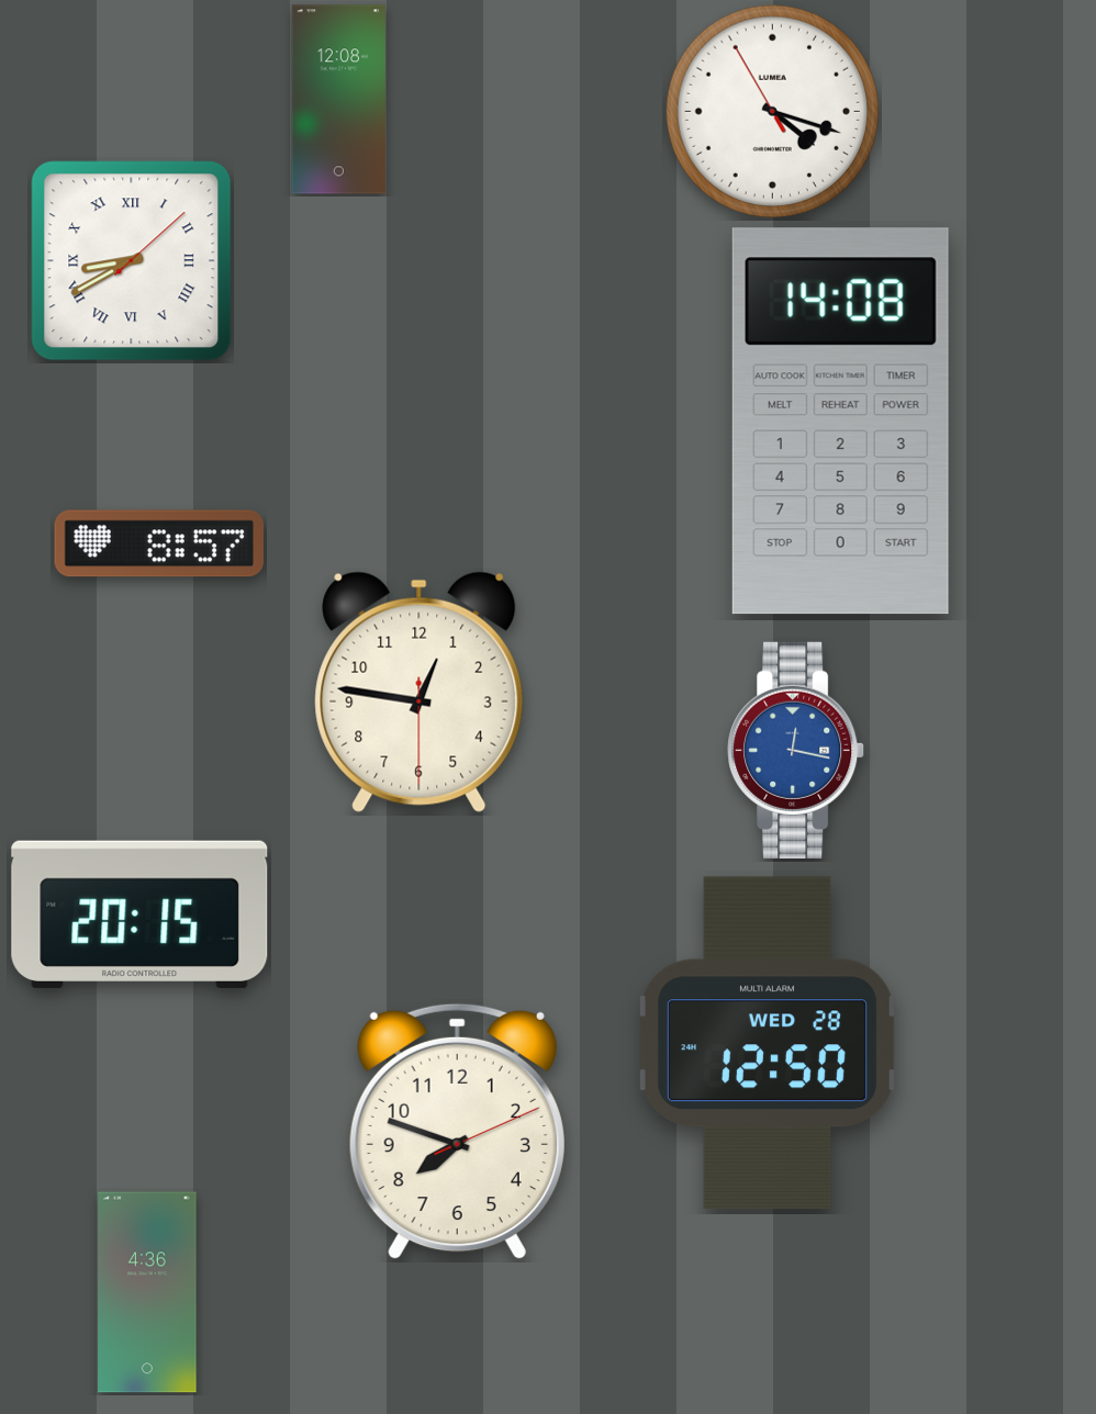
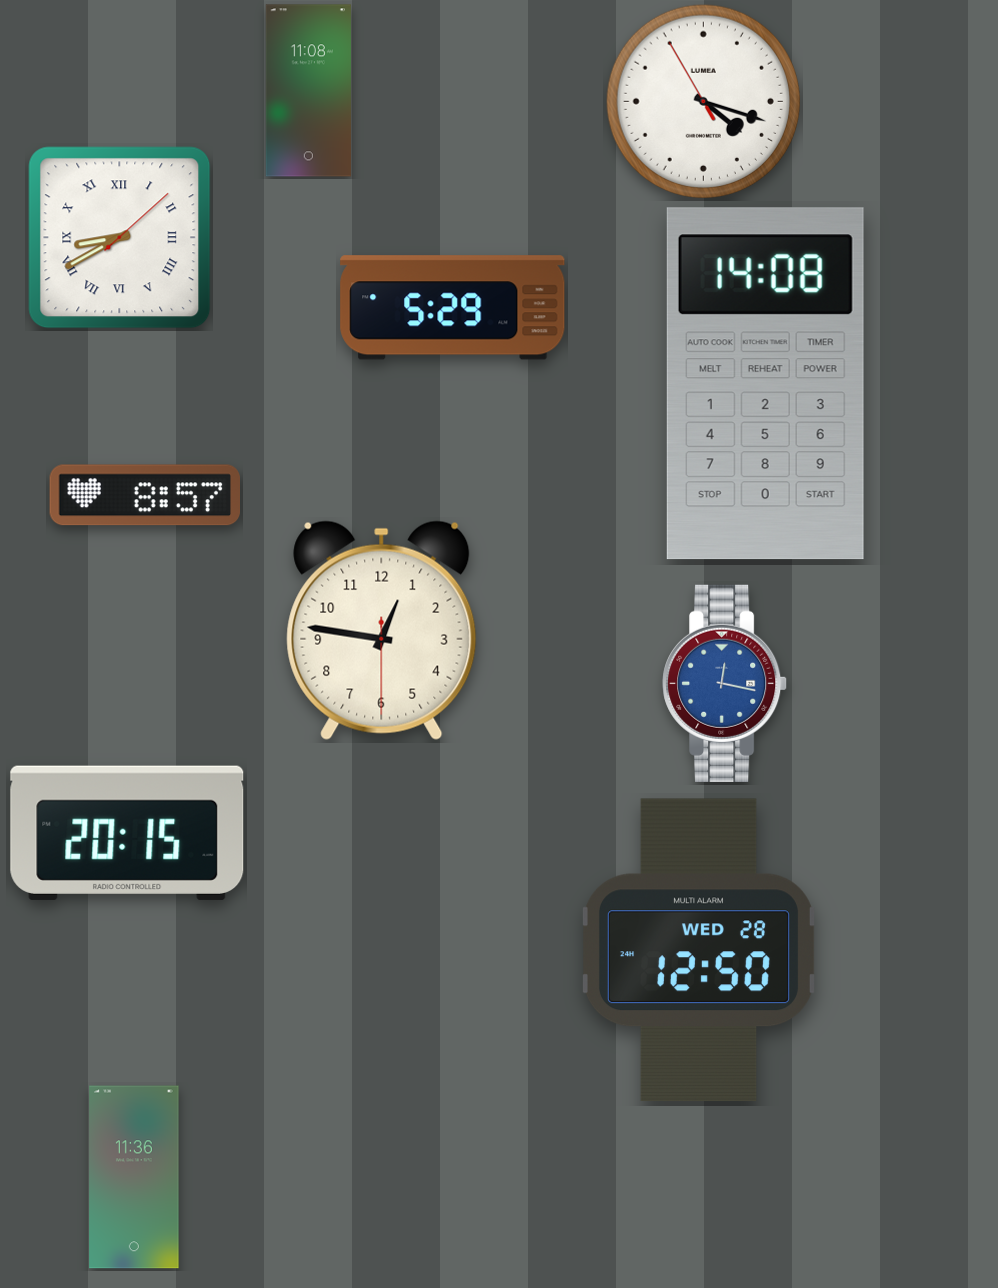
clock at (338, 100): 12:08 -> 11:08
clock at (453, 308): none -> 5:29
clock at (457, 1132): 7:48 -> none
clock at (147, 1292): 4:36 -> 11:36
